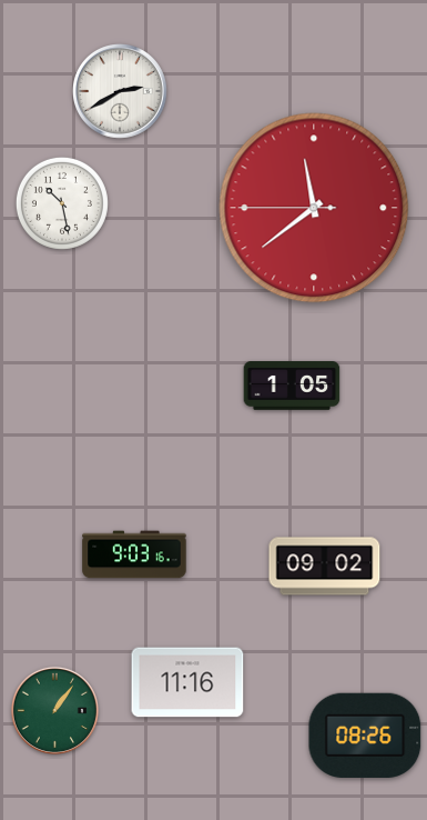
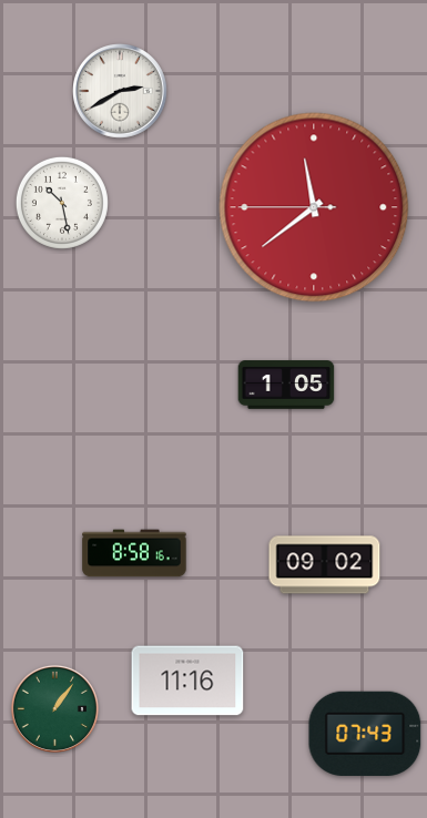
clock at (292, 386) position: (292, 386) -> (286, 385)
clock at (134, 554): 9:03 -> 8:58
clock at (365, 736): 08:26 -> 07:43
